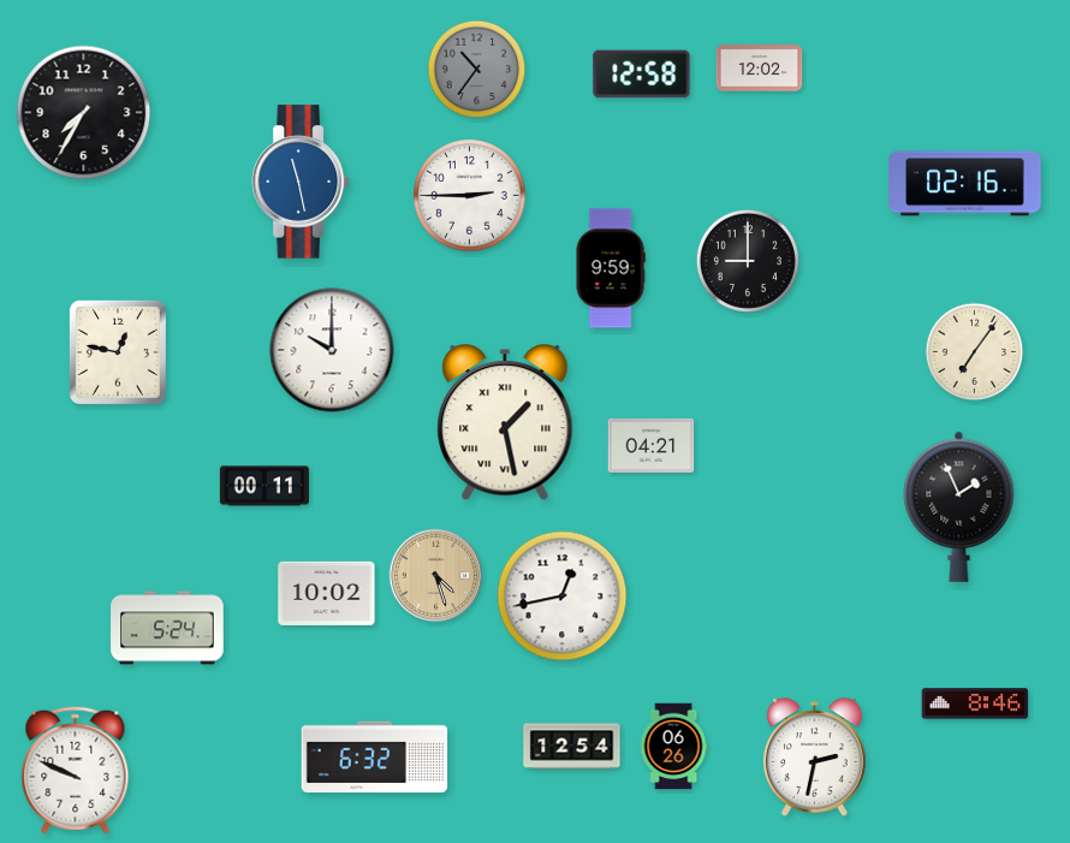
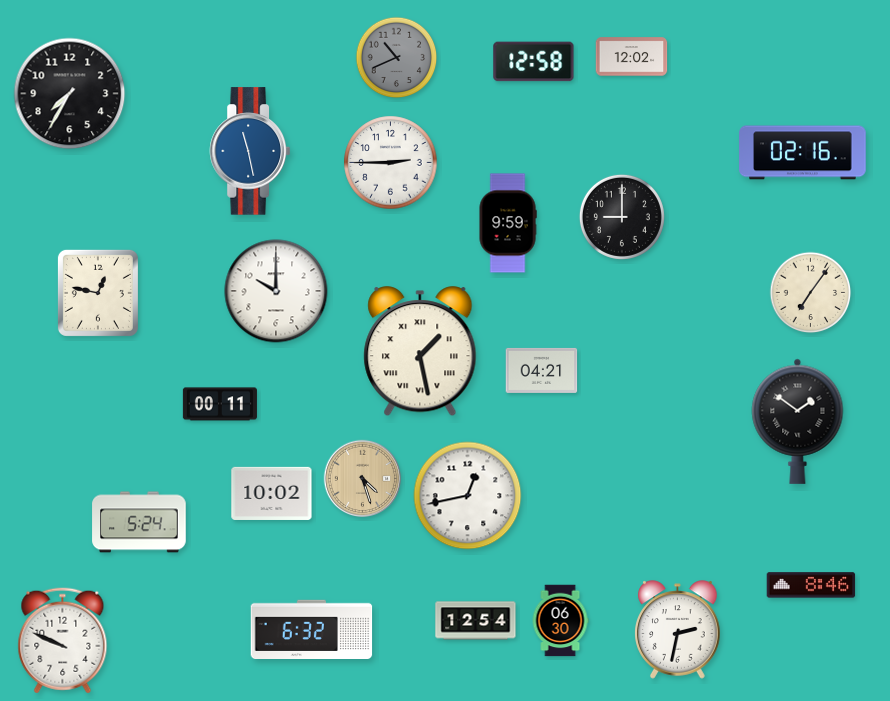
clock at (477, 70): 10:36 -> 10:41
clock at (959, 506): 1:56 -> 1:51
clock at (673, 747): 06:26 -> 06:30
